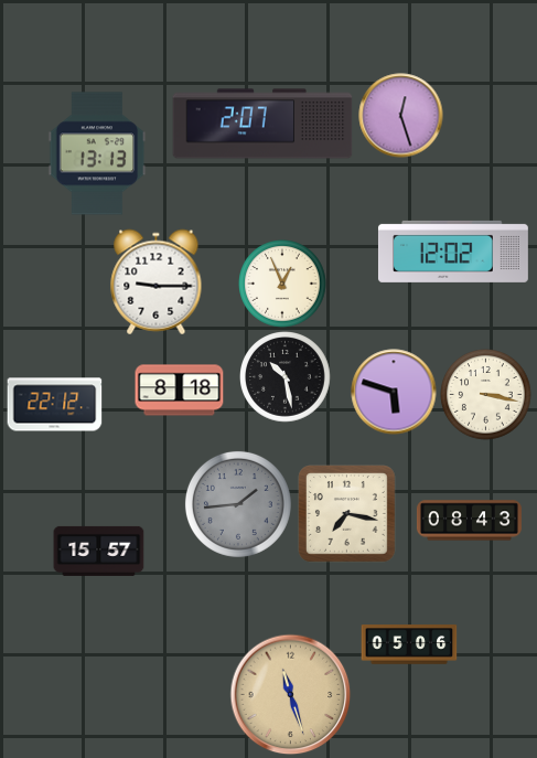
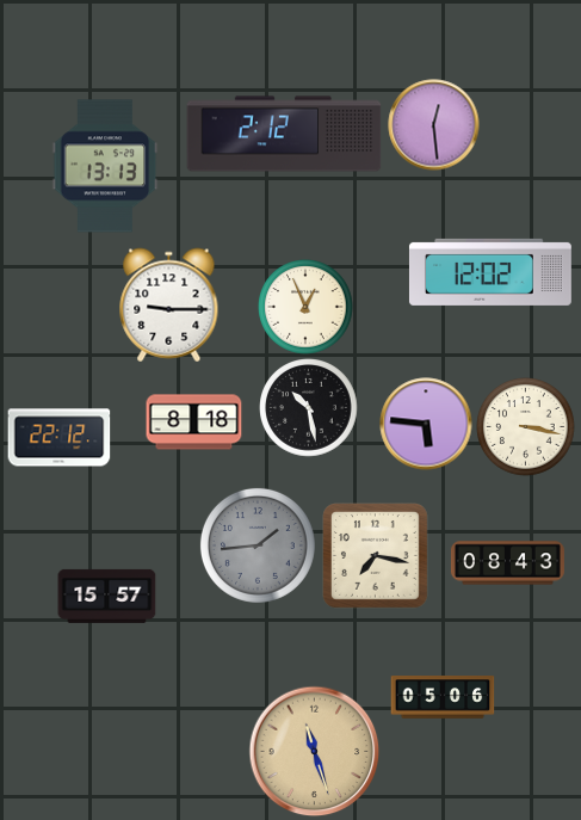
clock at (401, 116): 12:27 -> 12:29
clock at (262, 124): 2:07 -> 2:12
clock at (394, 392): 5:48 -> 5:46
